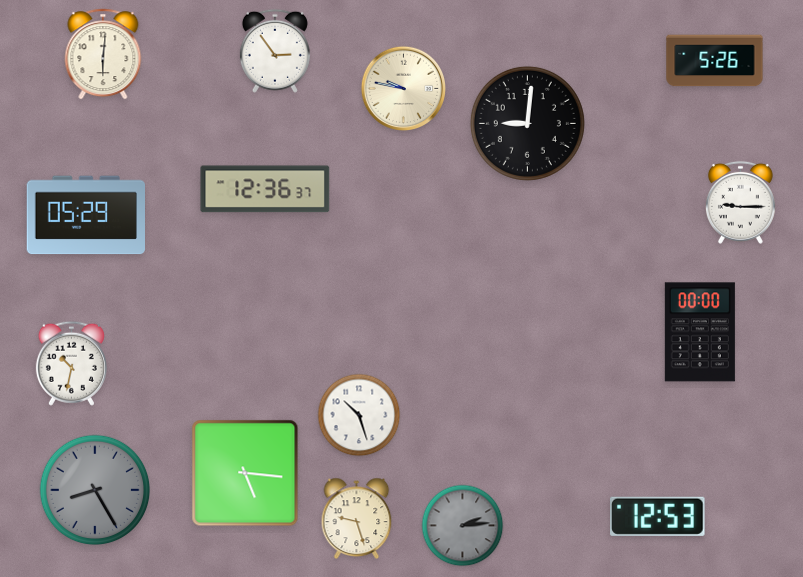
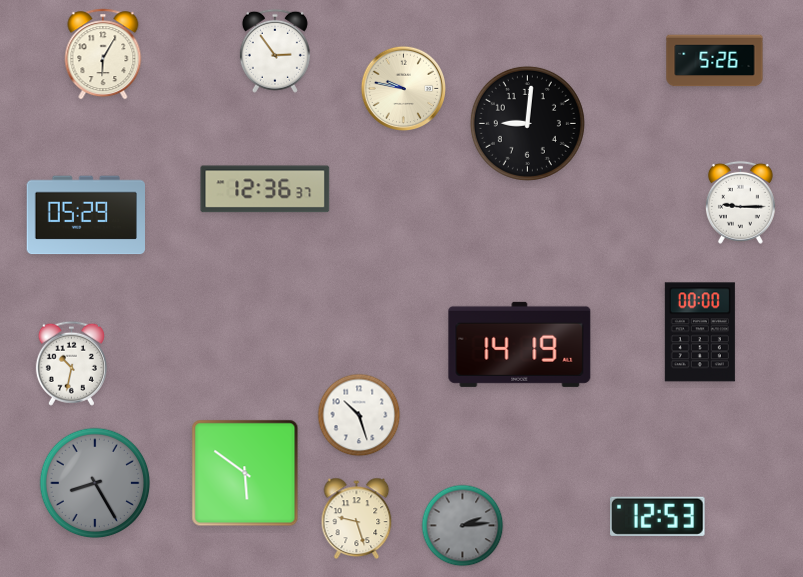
clock at (103, 54): 6:01 -> 6:05
clock at (520, 344): none -> 14:19
clock at (245, 473): 5:16 -> 5:51
clock at (95, 490) position: (95, 490) -> (95, 483)
